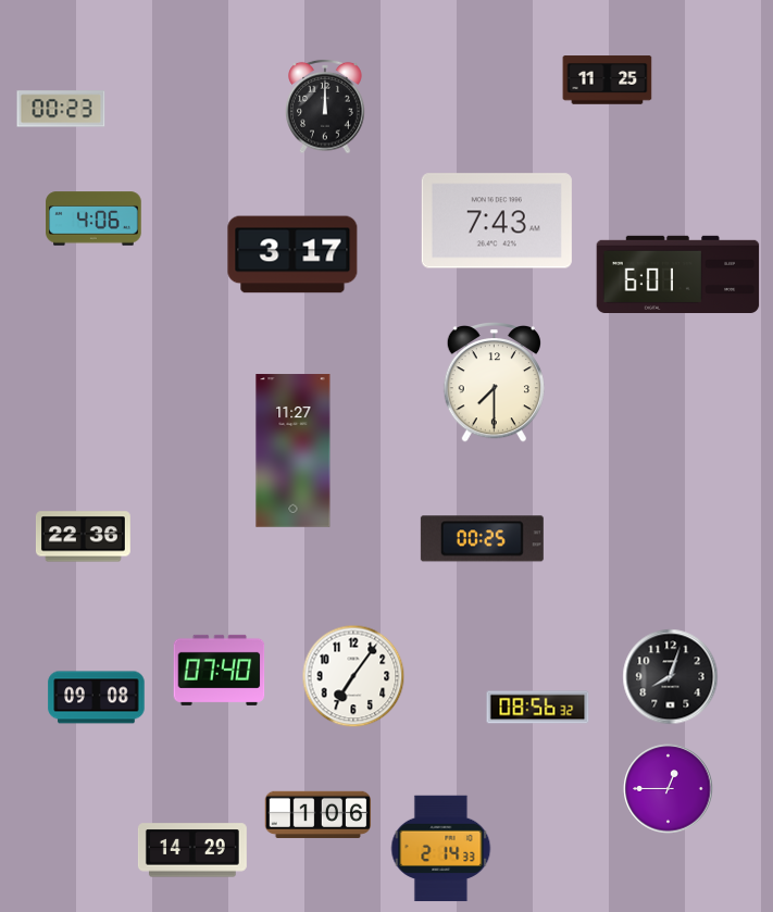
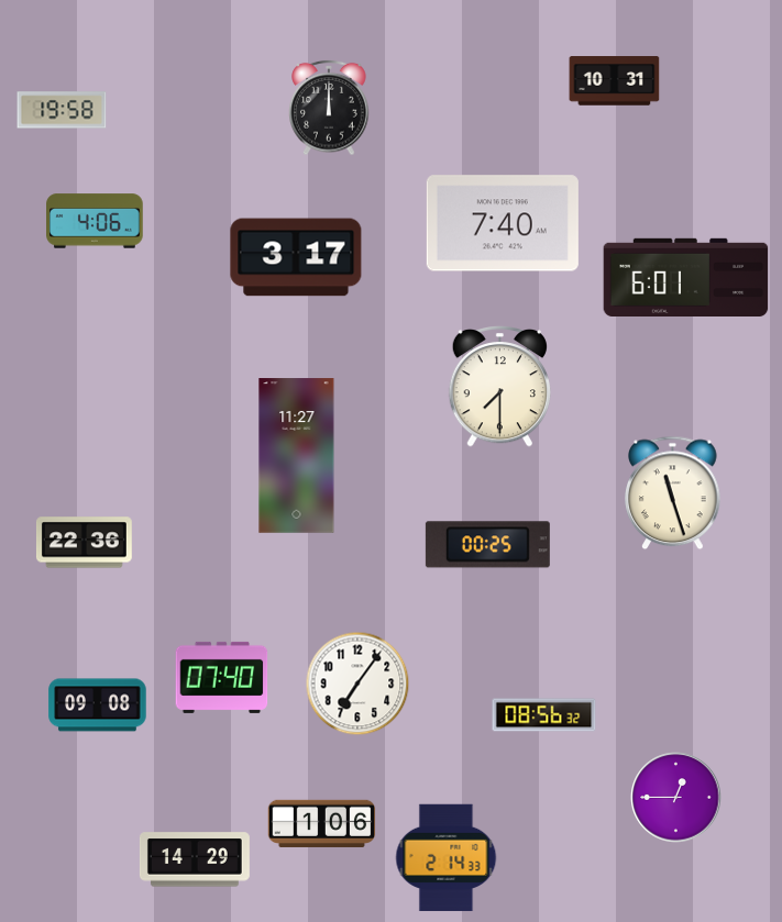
clock at (608, 80): 11:25 -> 10:31
clock at (61, 109): 00:23 -> 19:58
clock at (497, 221): 7:43 -> 7:40
clock at (673, 493): none -> 11:27
clock at (671, 677): 8:03 -> none
